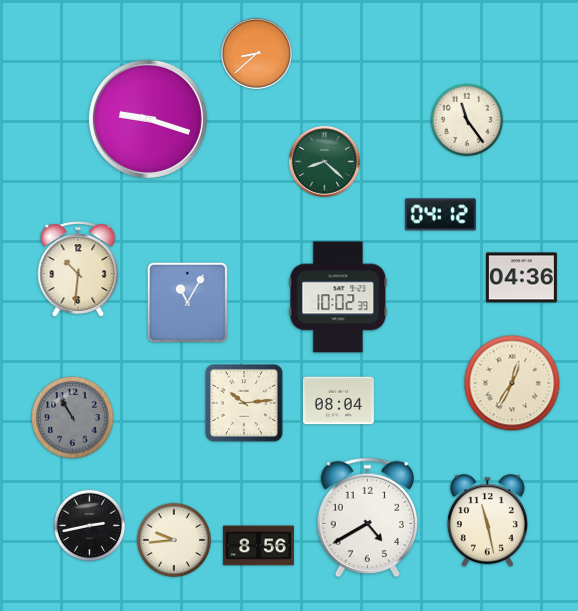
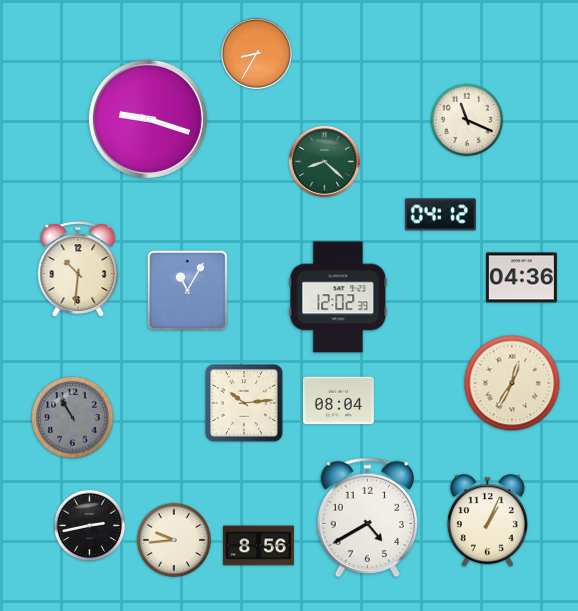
clock at (256, 53): 8:38 -> 8:35
clock at (467, 120): 11:24 -> 11:19
clock at (338, 297): 10:02 -> 12:02
clock at (187, 302) position: (187, 302) -> (187, 290)
clock at (487, 521): 11:28 -> 1:04
